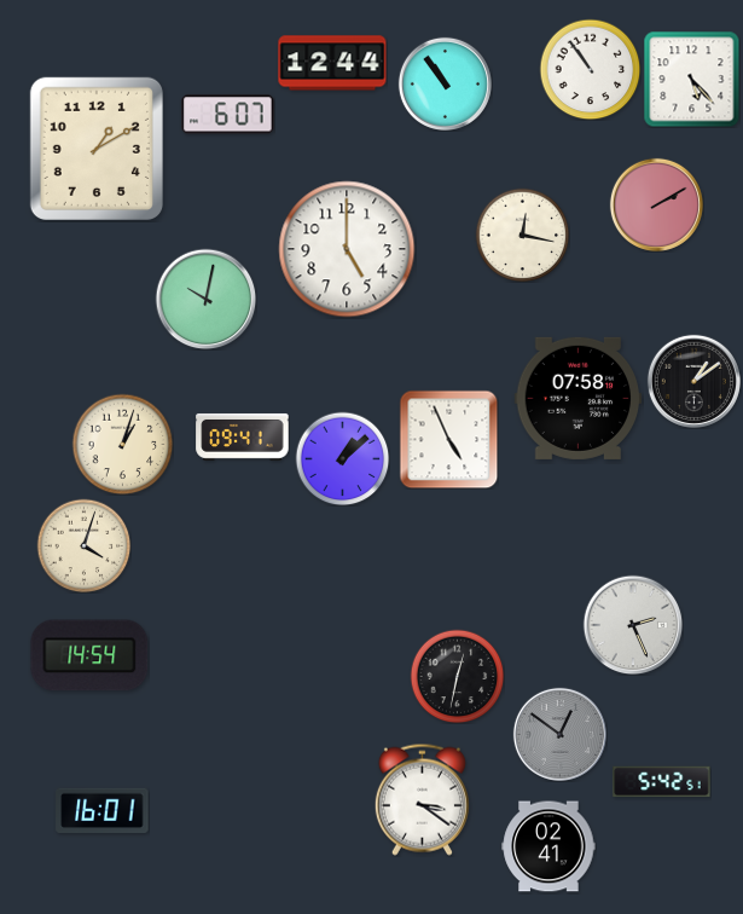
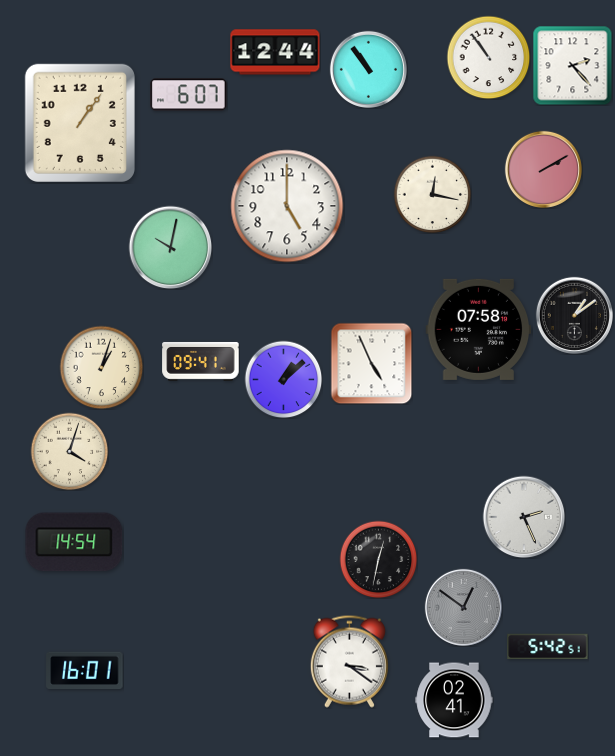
clock at (691, 79): 5:23 -> 2:23
clock at (97, 149): 1:10 -> 1:06
